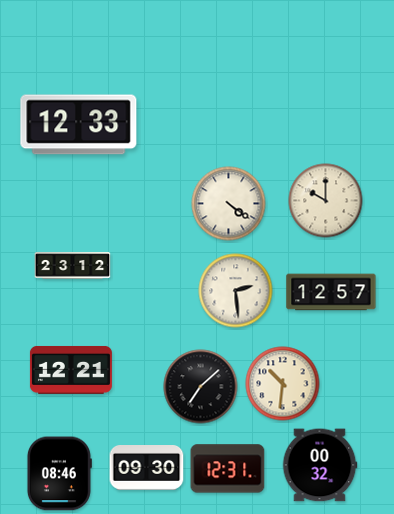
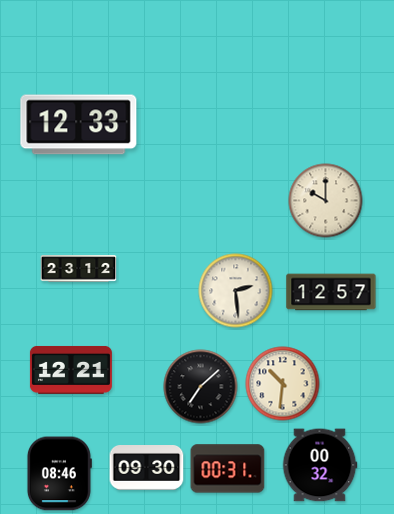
clock at (229, 204): 4:21 -> none
clock at (73, 266) position: (73, 266) -> (79, 269)
clock at (228, 469): 12:31 -> 00:31
